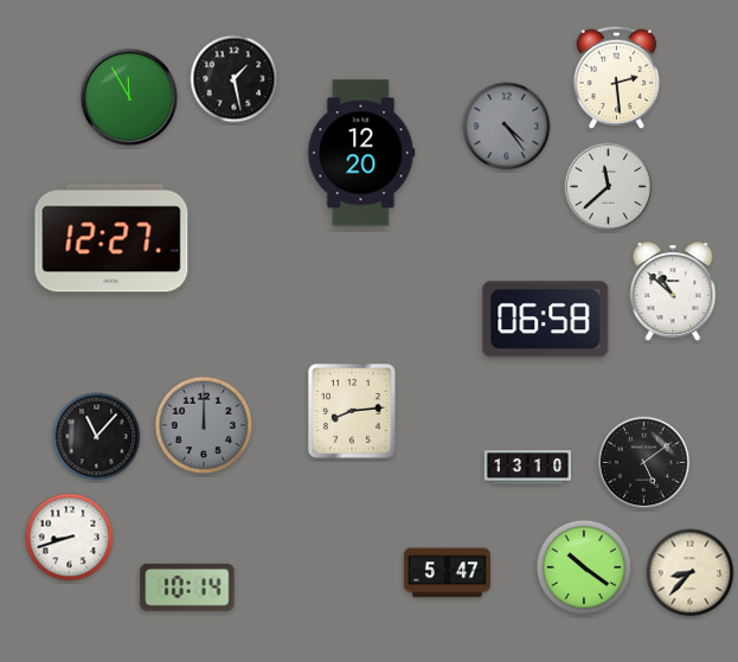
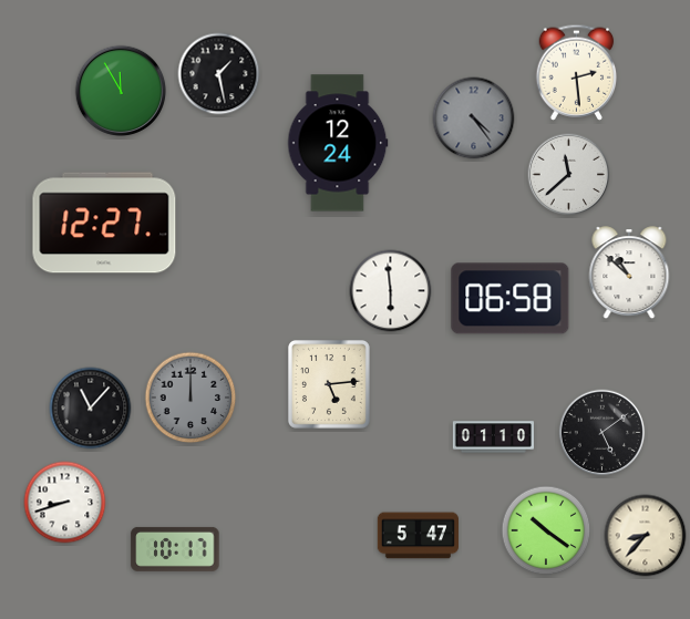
clock at (361, 153): 12:20 -> 12:24
clock at (391, 291): none -> 5:59
clock at (352, 411): 8:14 -> 5:14
clock at (527, 468): 13:10 -> 01:10
clock at (187, 587): 10:14 -> 10:17
